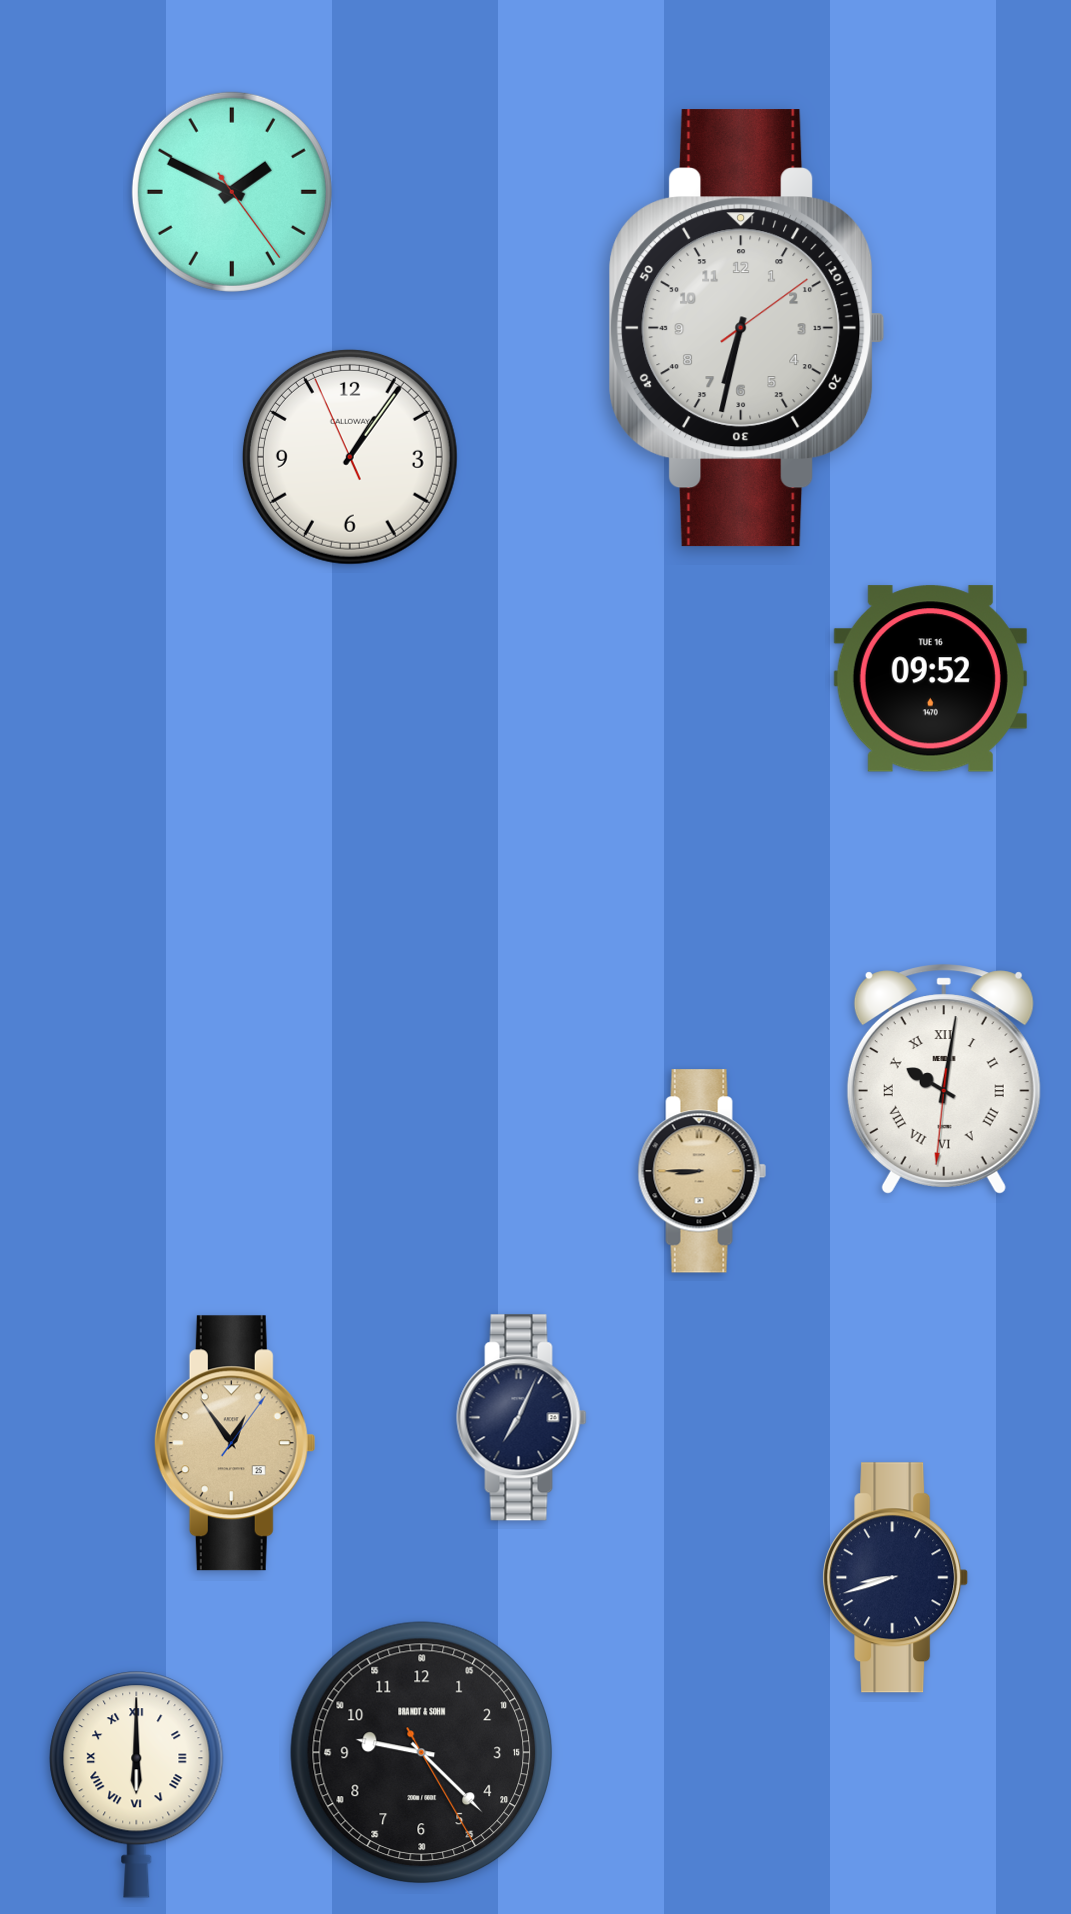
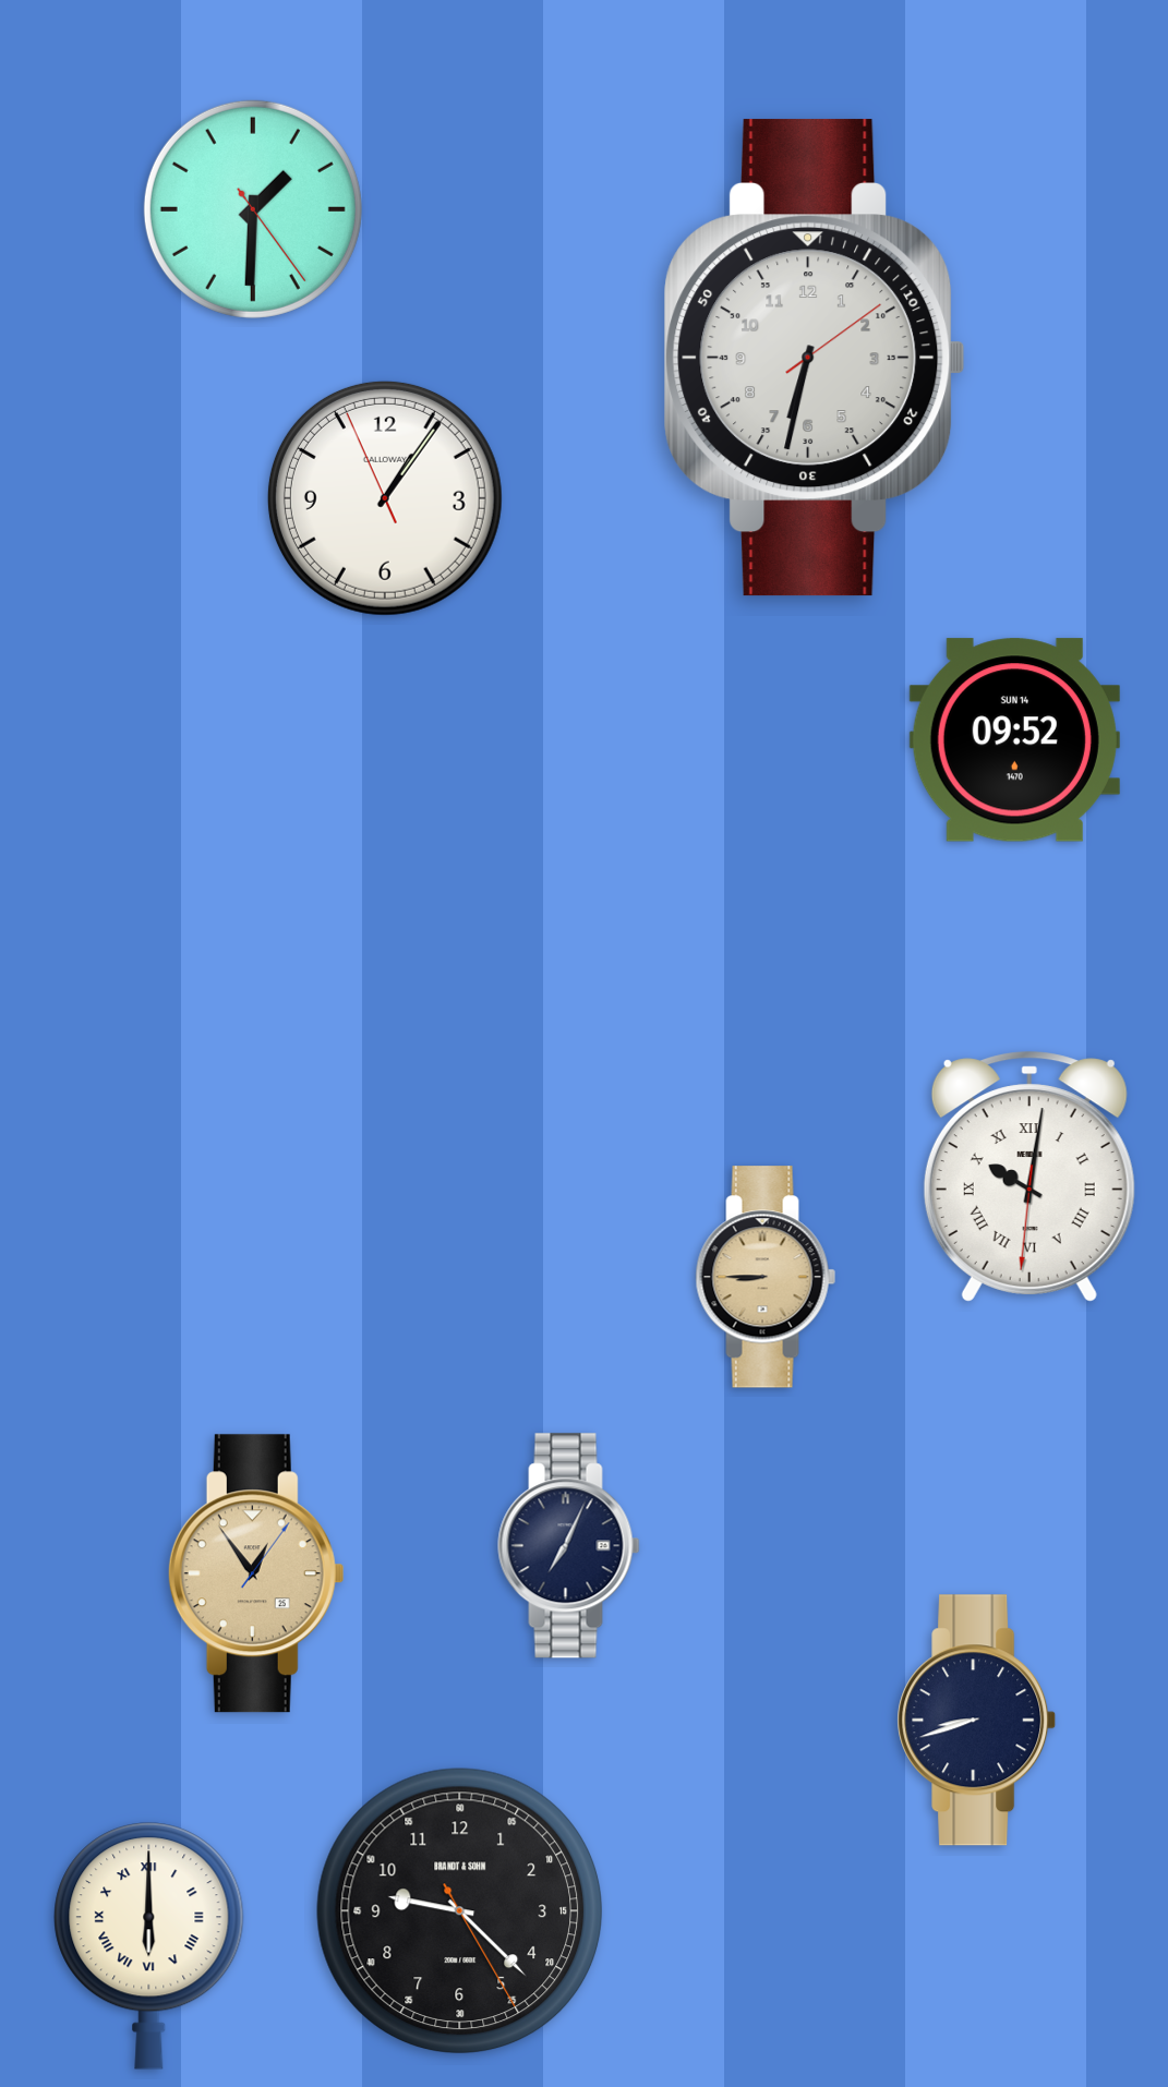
clock at (232, 192): 1:49 -> 1:30
clock at (350, 457) position: (350, 457) -> (385, 498)
clock at (930, 679) date: TUE 16 -> SUN 14
